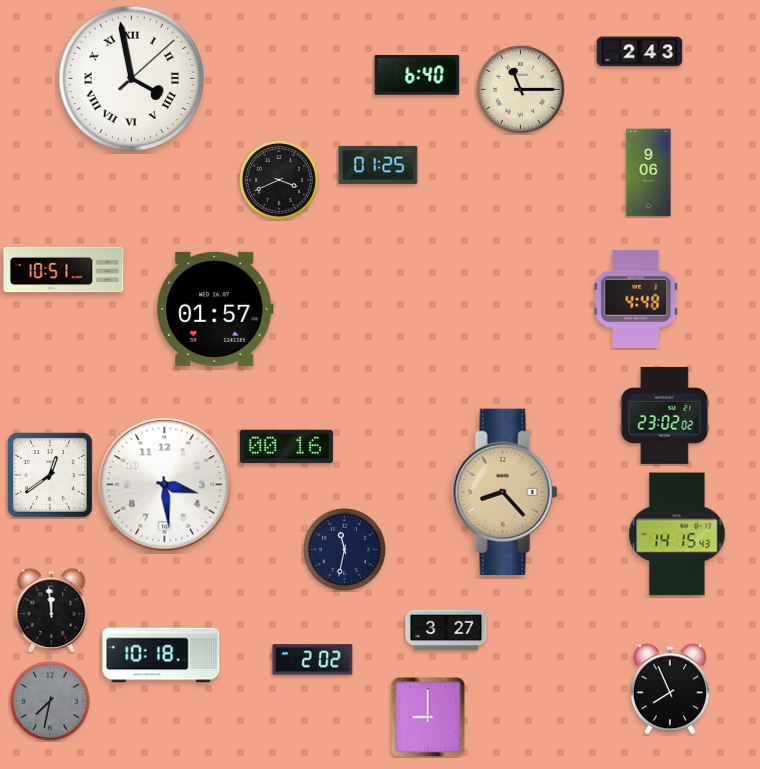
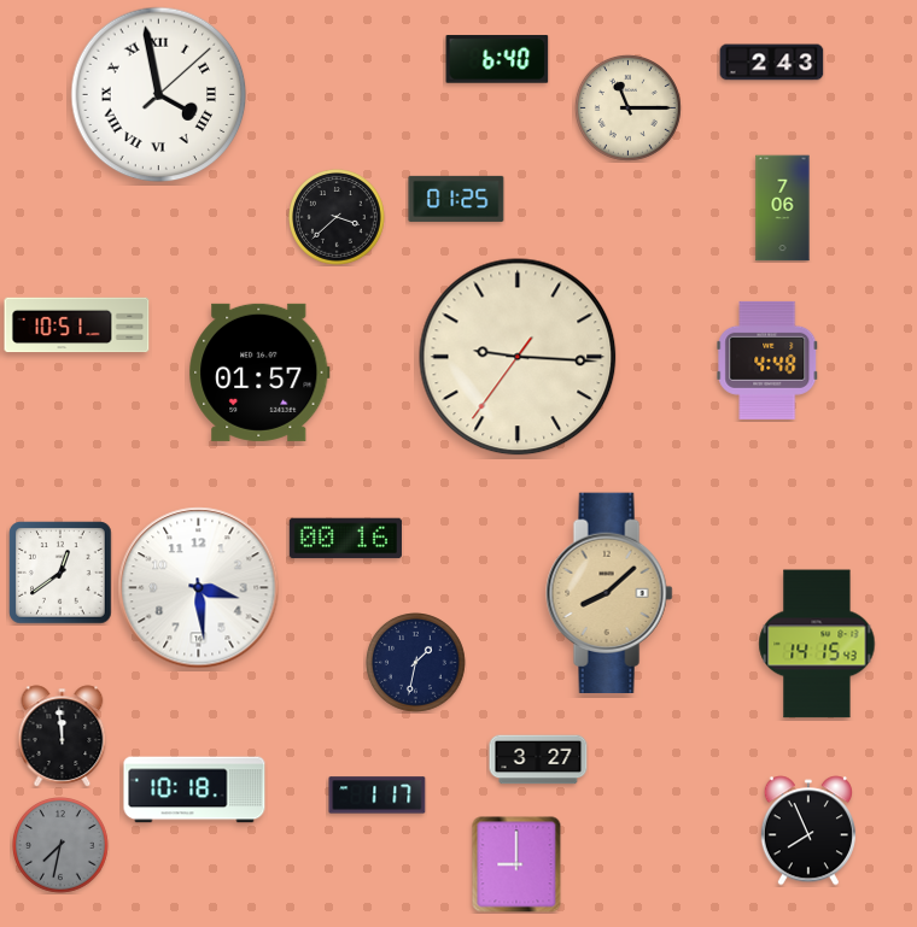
clock at (417, 75) position: (417, 75) -> (497, 59)
clock at (649, 173): 9:06 -> 7:06
clock at (280, 181): 3:41 -> 3:38
clock at (518, 357): none -> 9:15
clock at (665, 415): 23:02 -> none
clock at (165, 485) position: (165, 485) -> (199, 588)
clock at (505, 491): 8:23 -> 8:08
clock at (345, 550): 11:32 -> 1:32
clock at (313, 660): 2:02 -> 1:17
